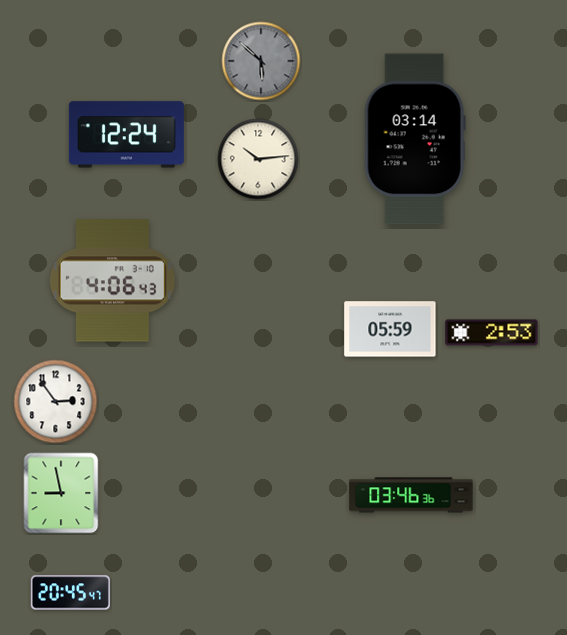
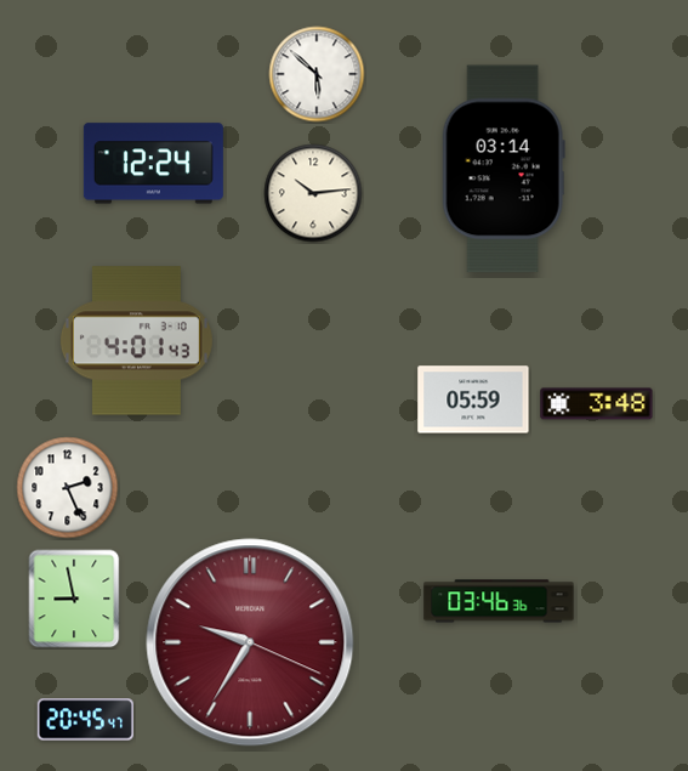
clock at (261, 61) dial: grey -> white
clock at (112, 281): 4:06 -> 4:01
clock at (492, 333): 2:53 -> 3:48
clock at (56, 402): 2:54 -> 2:26
clock at (250, 642): none -> 9:35
